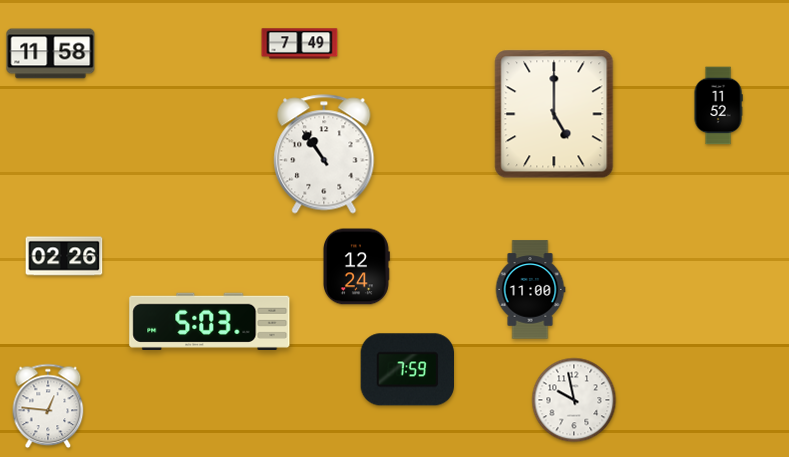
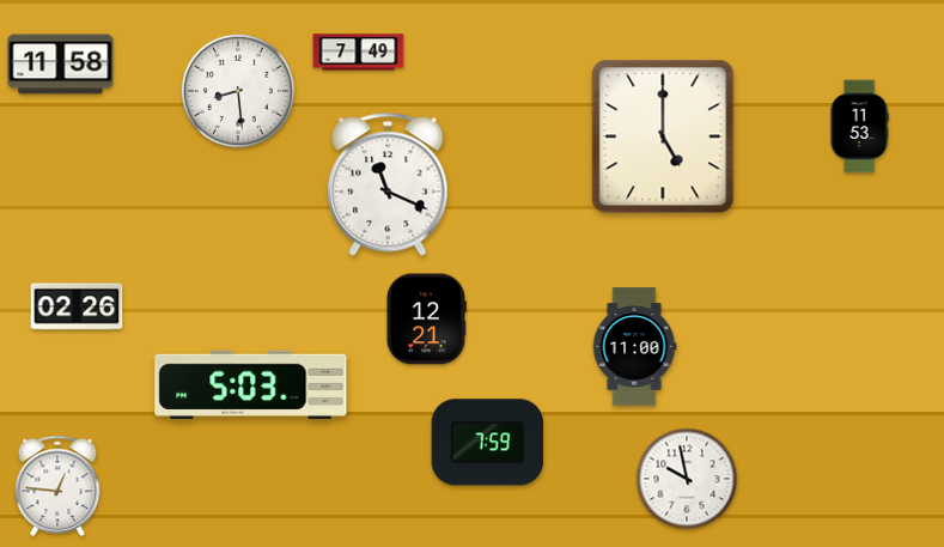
clock at (238, 91): none -> 8:29
clock at (718, 106): 11:52 -> 11:53
clock at (324, 154): 10:54 -> 11:19
clock at (357, 267): 12:24 -> 12:21
